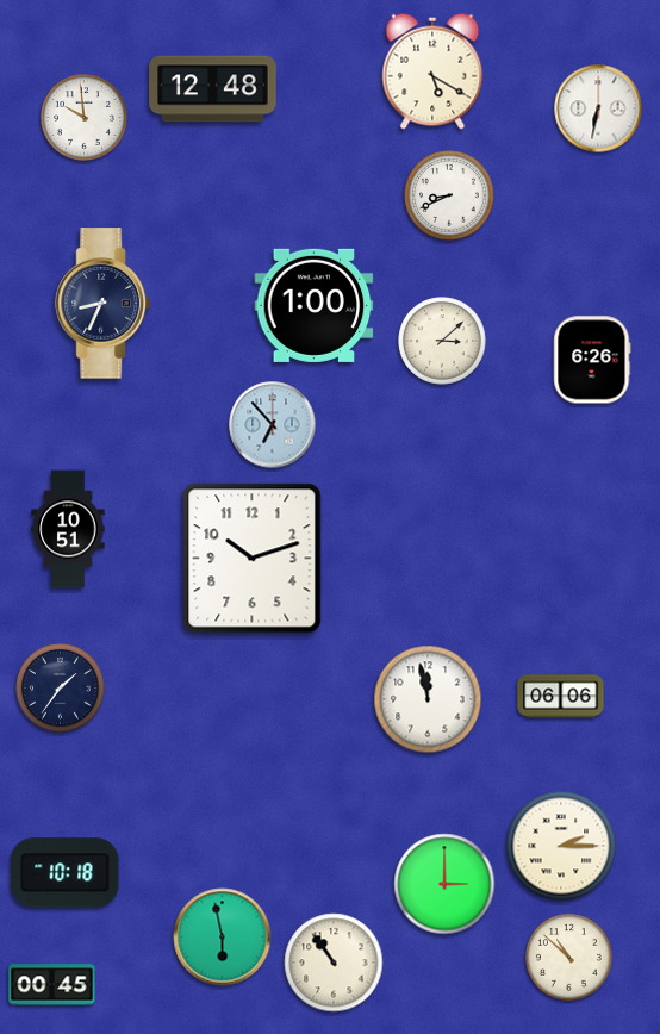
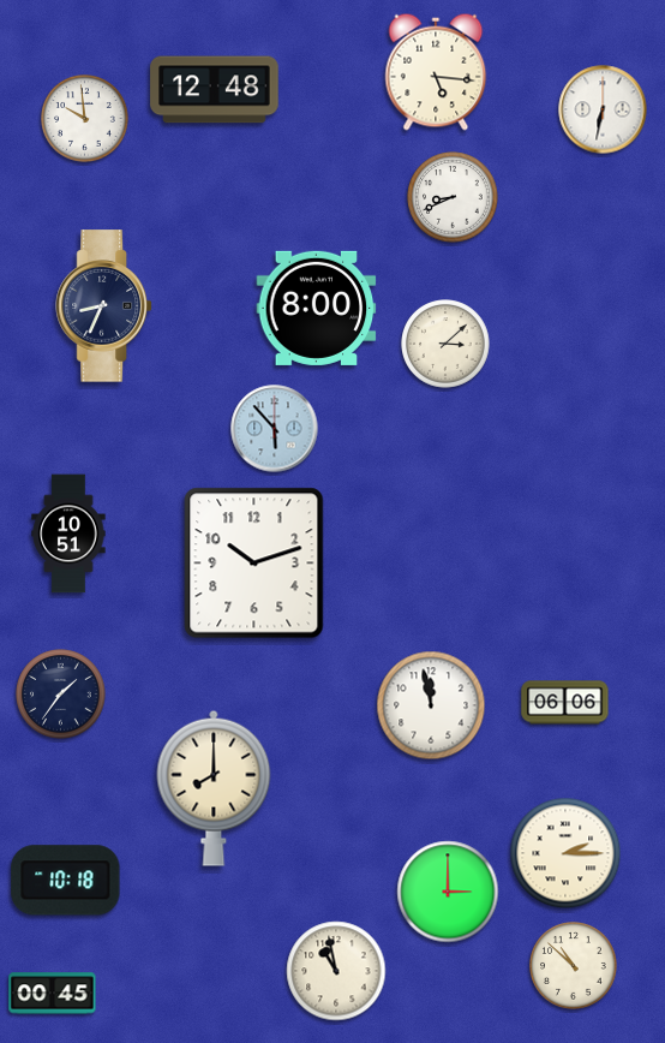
clock at (432, 71): 5:20 -> 5:16
clock at (315, 305): 1:00 -> 8:00
clock at (592, 360): 6:26 -> none
clock at (273, 425): 6:53 -> 5:53
clock at (214, 788): none -> 8:00
clock at (223, 938): 5:58 -> none
clock at (334, 963): 10:54 -> 10:58
